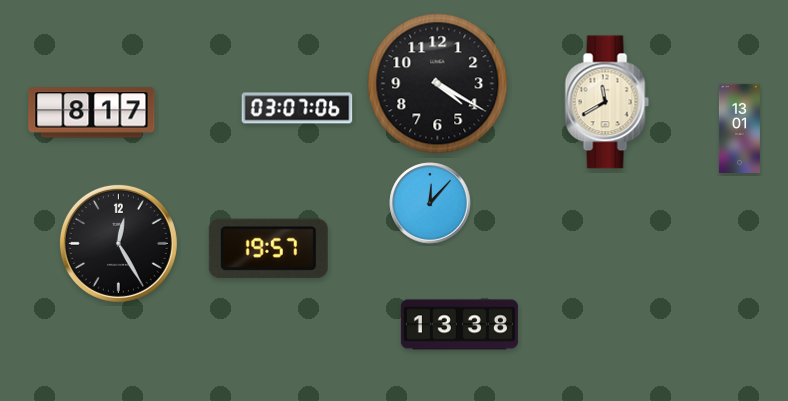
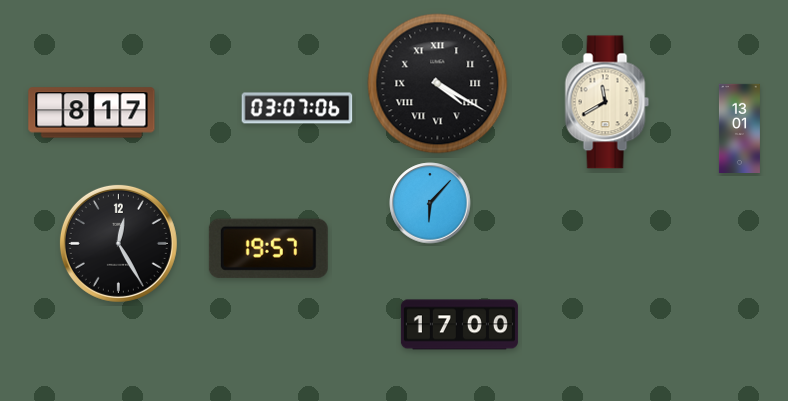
clock at (438, 84) numerals: Arabic -> Roman
clock at (430, 203): 12:07 -> 6:07
clock at (459, 325): 13:38 -> 17:00
